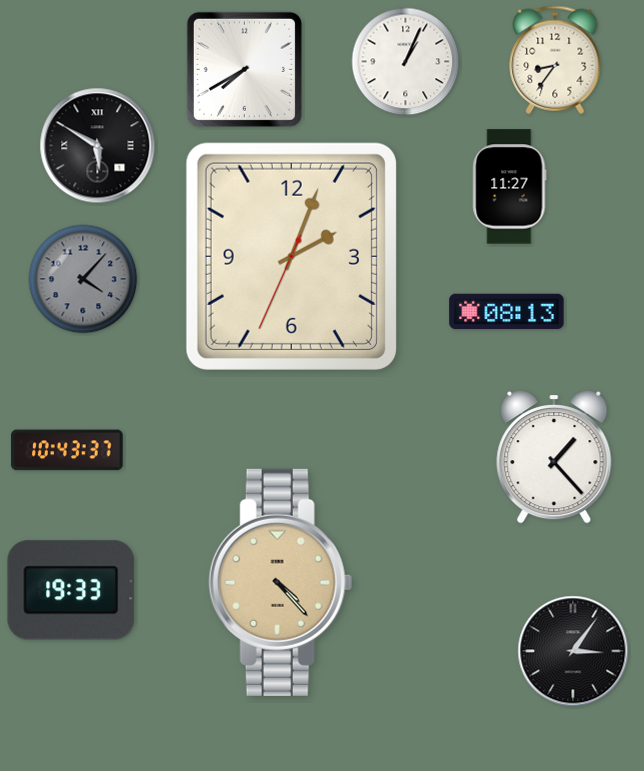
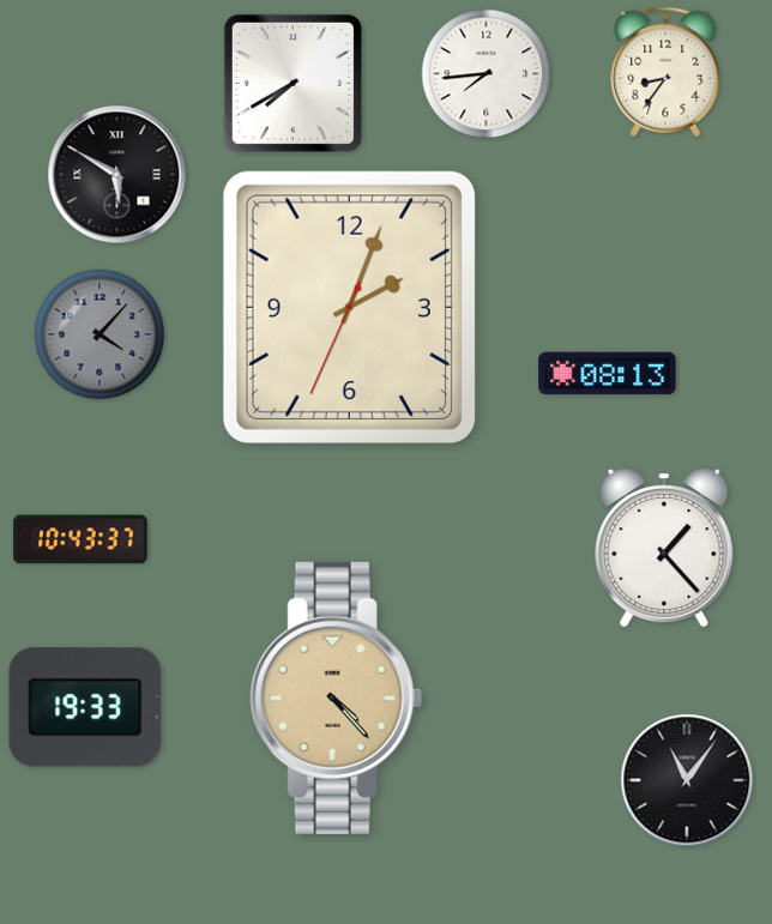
clock at (406, 62): 1:04 -> 7:44
clock at (510, 187): 11:27 -> none
clock at (573, 651): 3:06 -> 11:06
